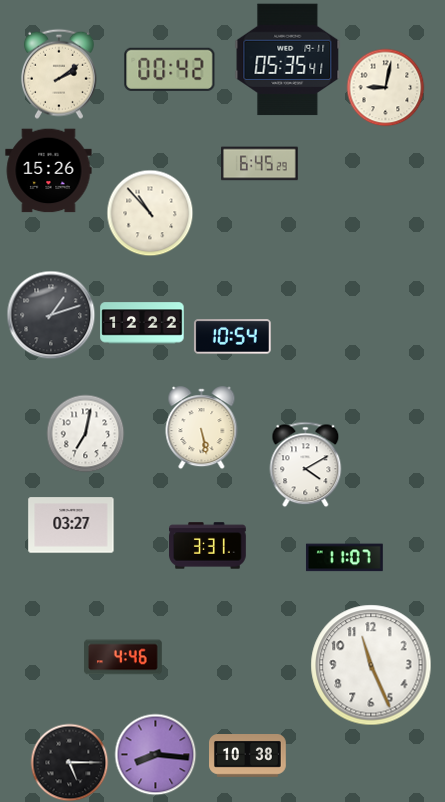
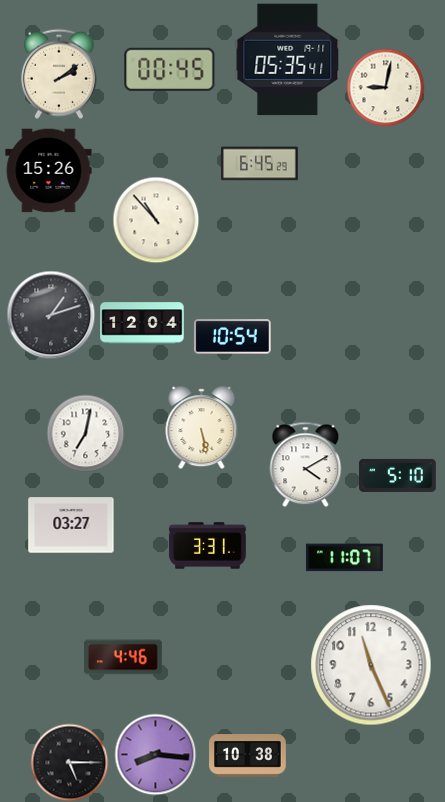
clock at (170, 69): 00:42 -> 00:45
clock at (150, 213) position: (150, 213) -> (156, 220)
clock at (142, 323): 12:22 -> 12:04
clock at (398, 475): none -> 5:10
